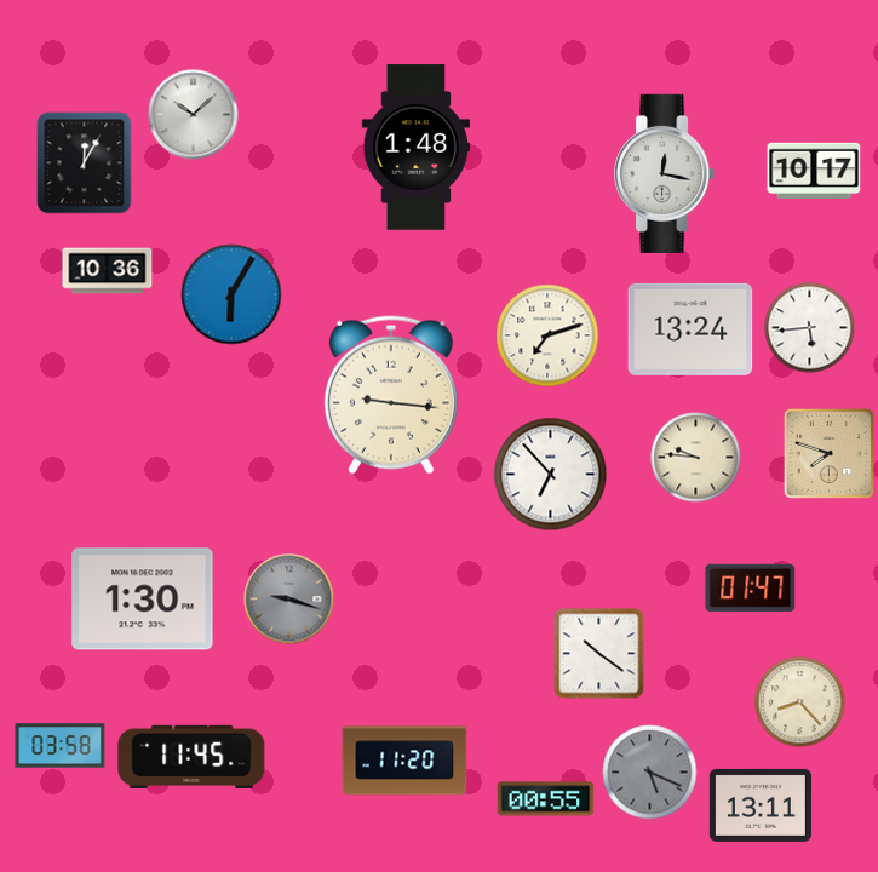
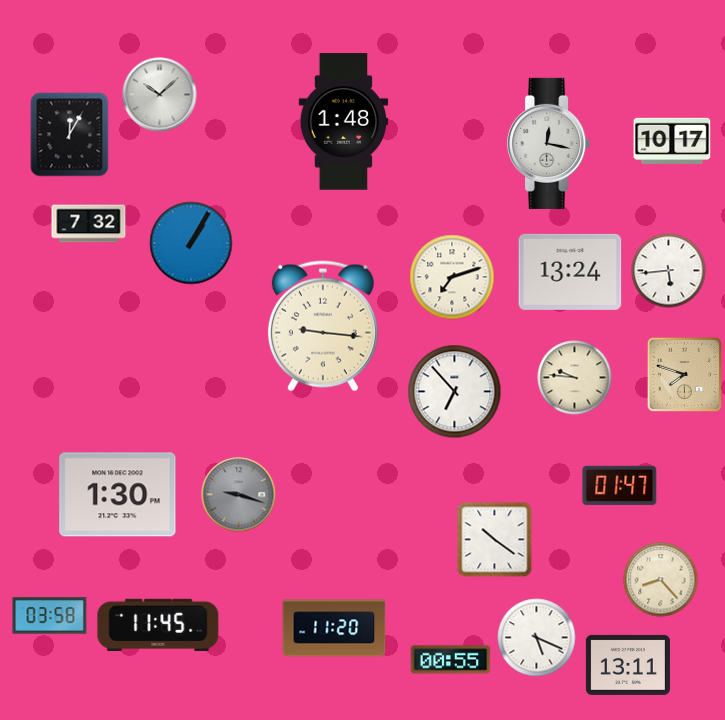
clock at (108, 271): 10:36 -> 7:32
clock at (231, 294): 6:05 -> 1:05
clock at (650, 773) dial: grey -> white
